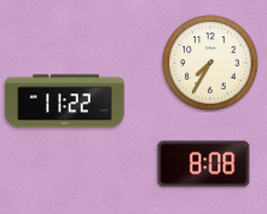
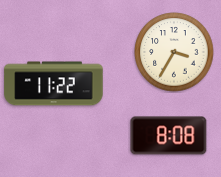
clock at (210, 63): 7:35 -> 3:35
